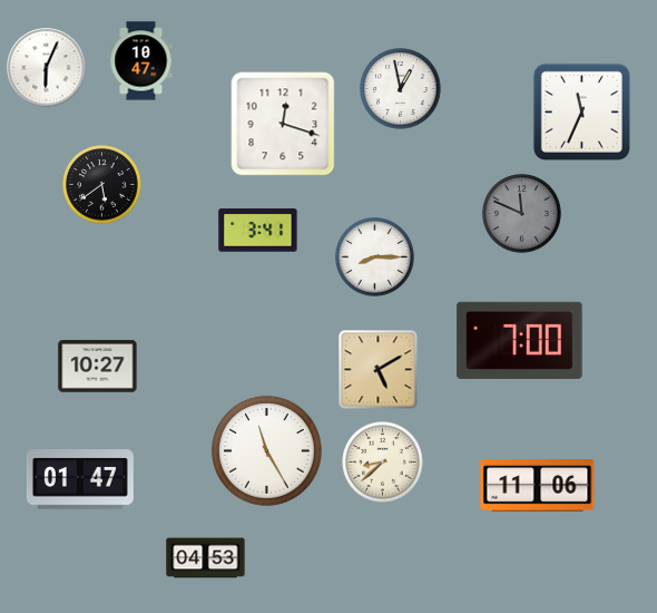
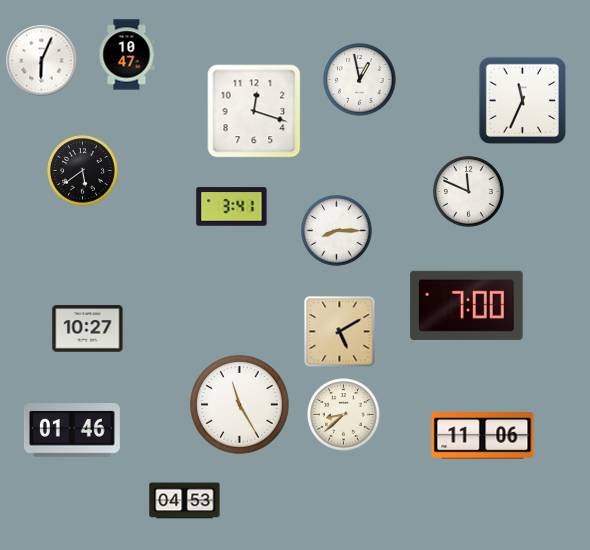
clock at (102, 185) position: (102, 185) -> (83, 171)
clock at (522, 214) dial: grey -> white
clock at (80, 479): 01:47 -> 01:46
